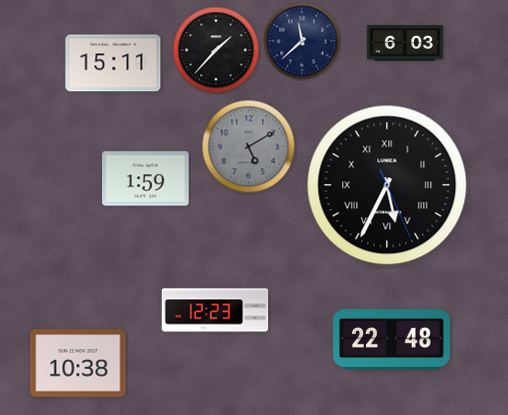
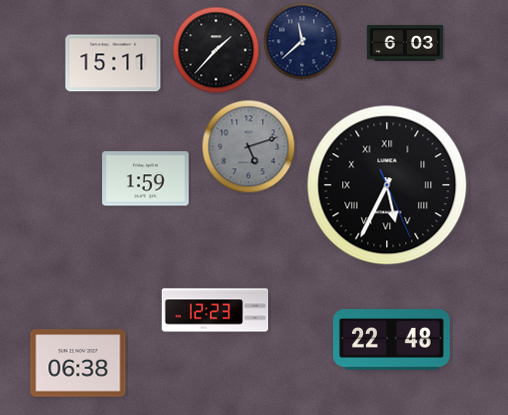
clock at (249, 147): 5:10 -> 5:12
clock at (78, 363): 10:38 -> 06:38
